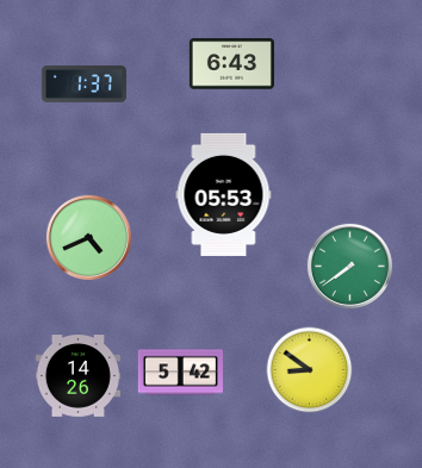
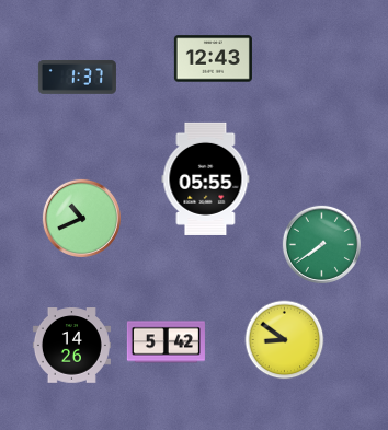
clock at (231, 64): 6:43 -> 12:43
clock at (224, 194): 05:53 -> 05:55
clock at (88, 237): 4:41 -> 10:41
